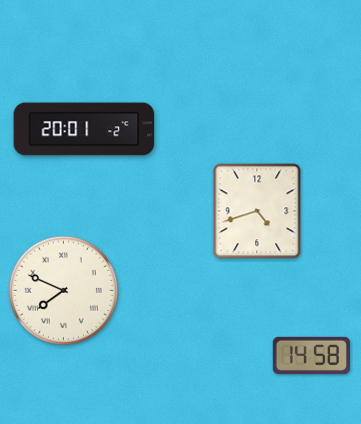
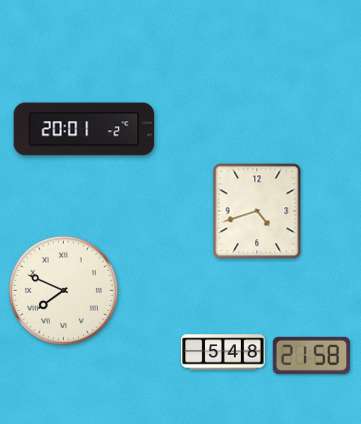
clock at (223, 352): none -> 5:48
clock at (311, 355): 14:58 -> 21:58
